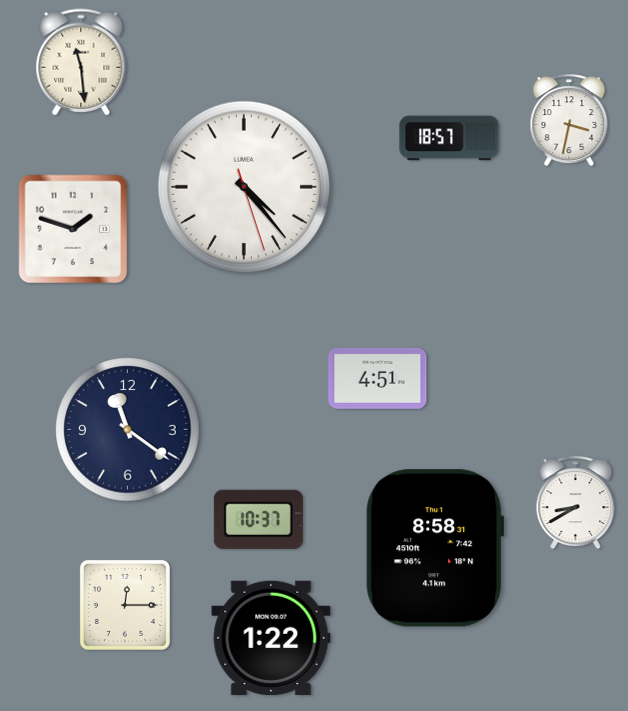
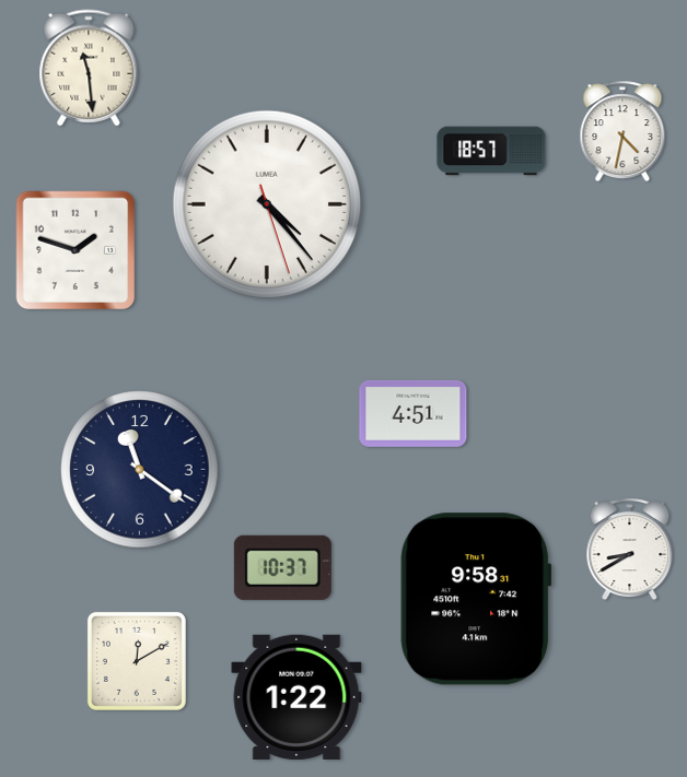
clock at (569, 120): 3:32 -> 4:32
clock at (73, 229) position: (73, 229) -> (75, 250)
clock at (435, 548): 8:58 -> 9:58
clock at (125, 605): 12:15 -> 12:10
